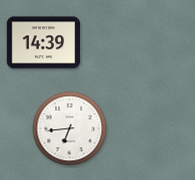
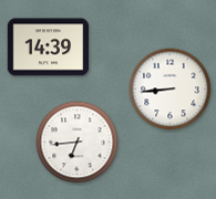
clock at (171, 90): none -> 8:44
